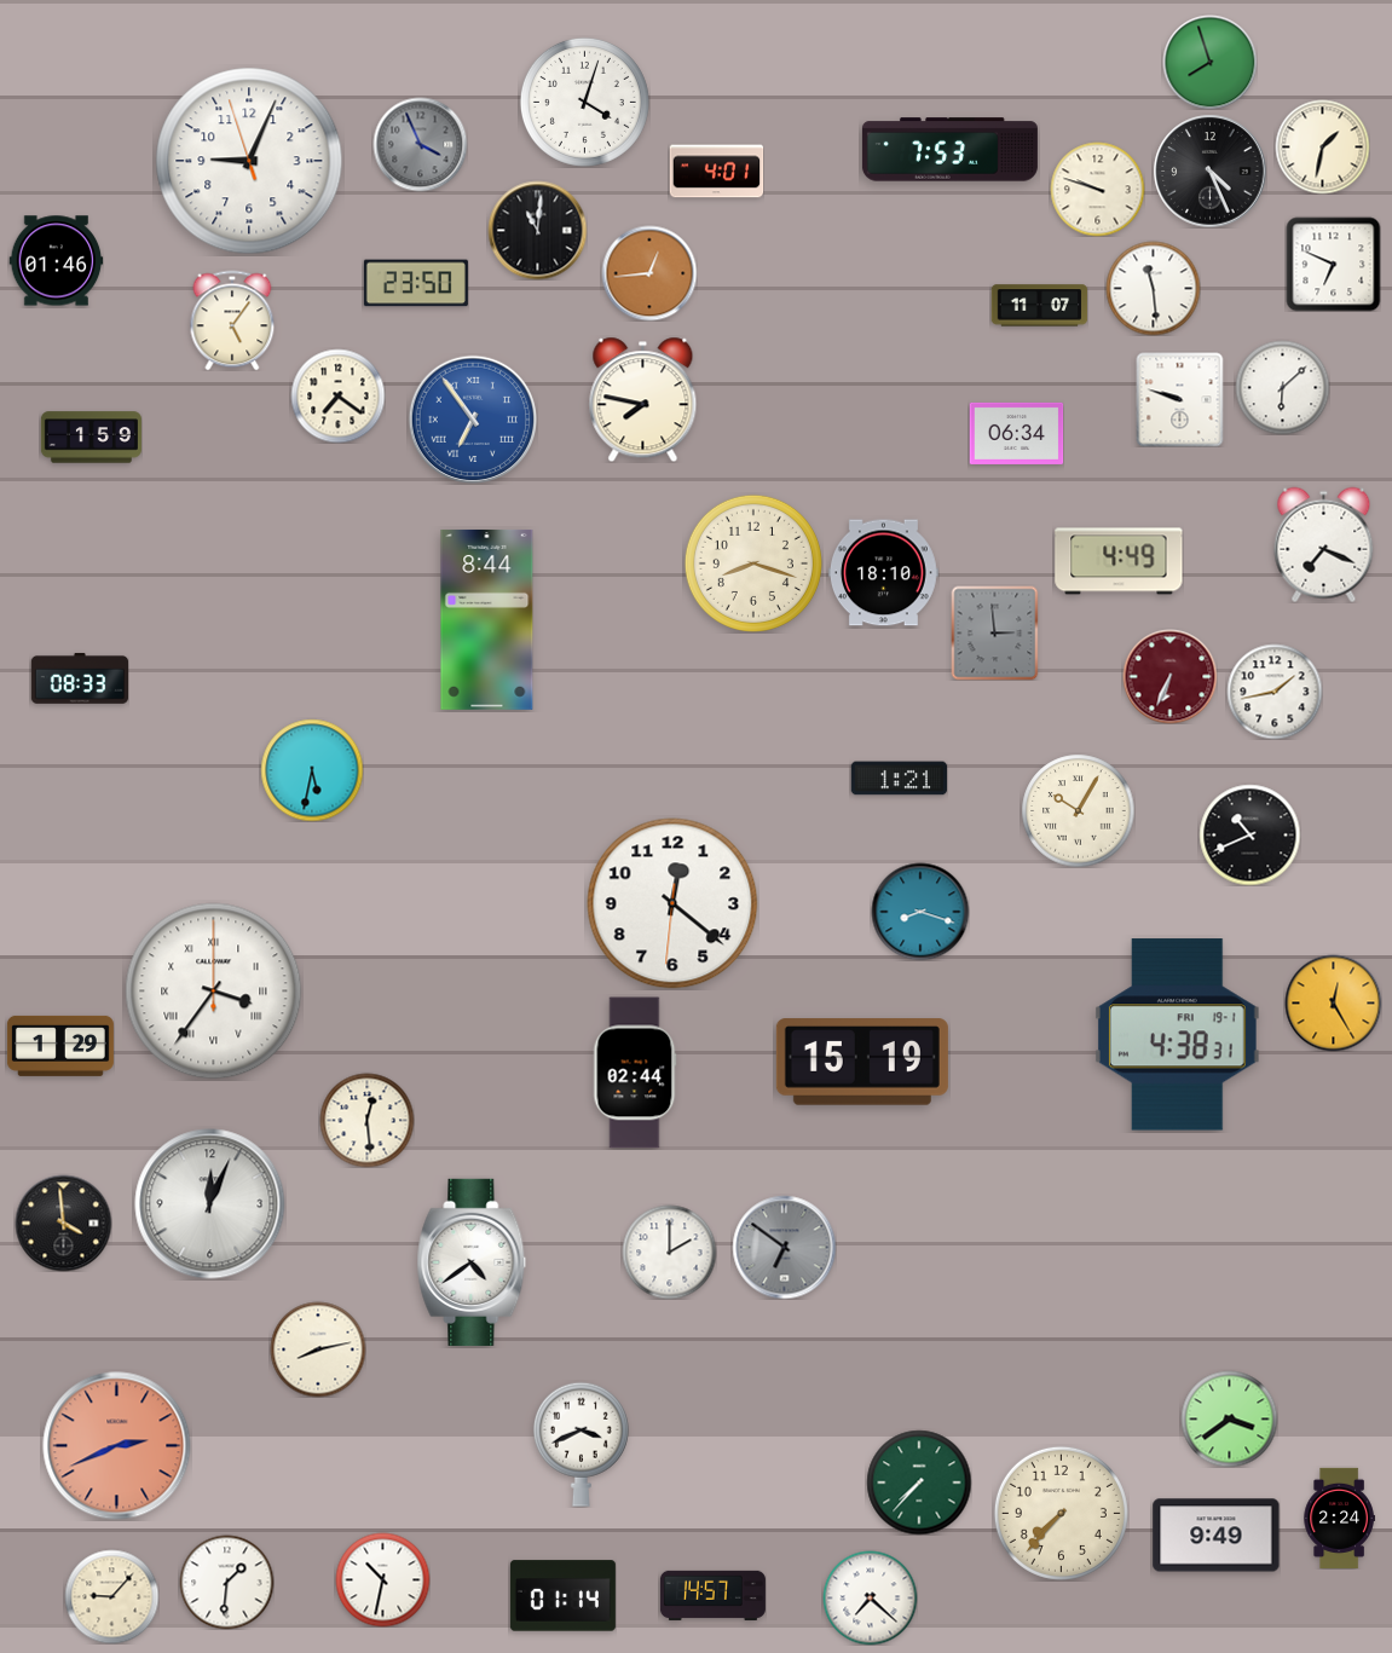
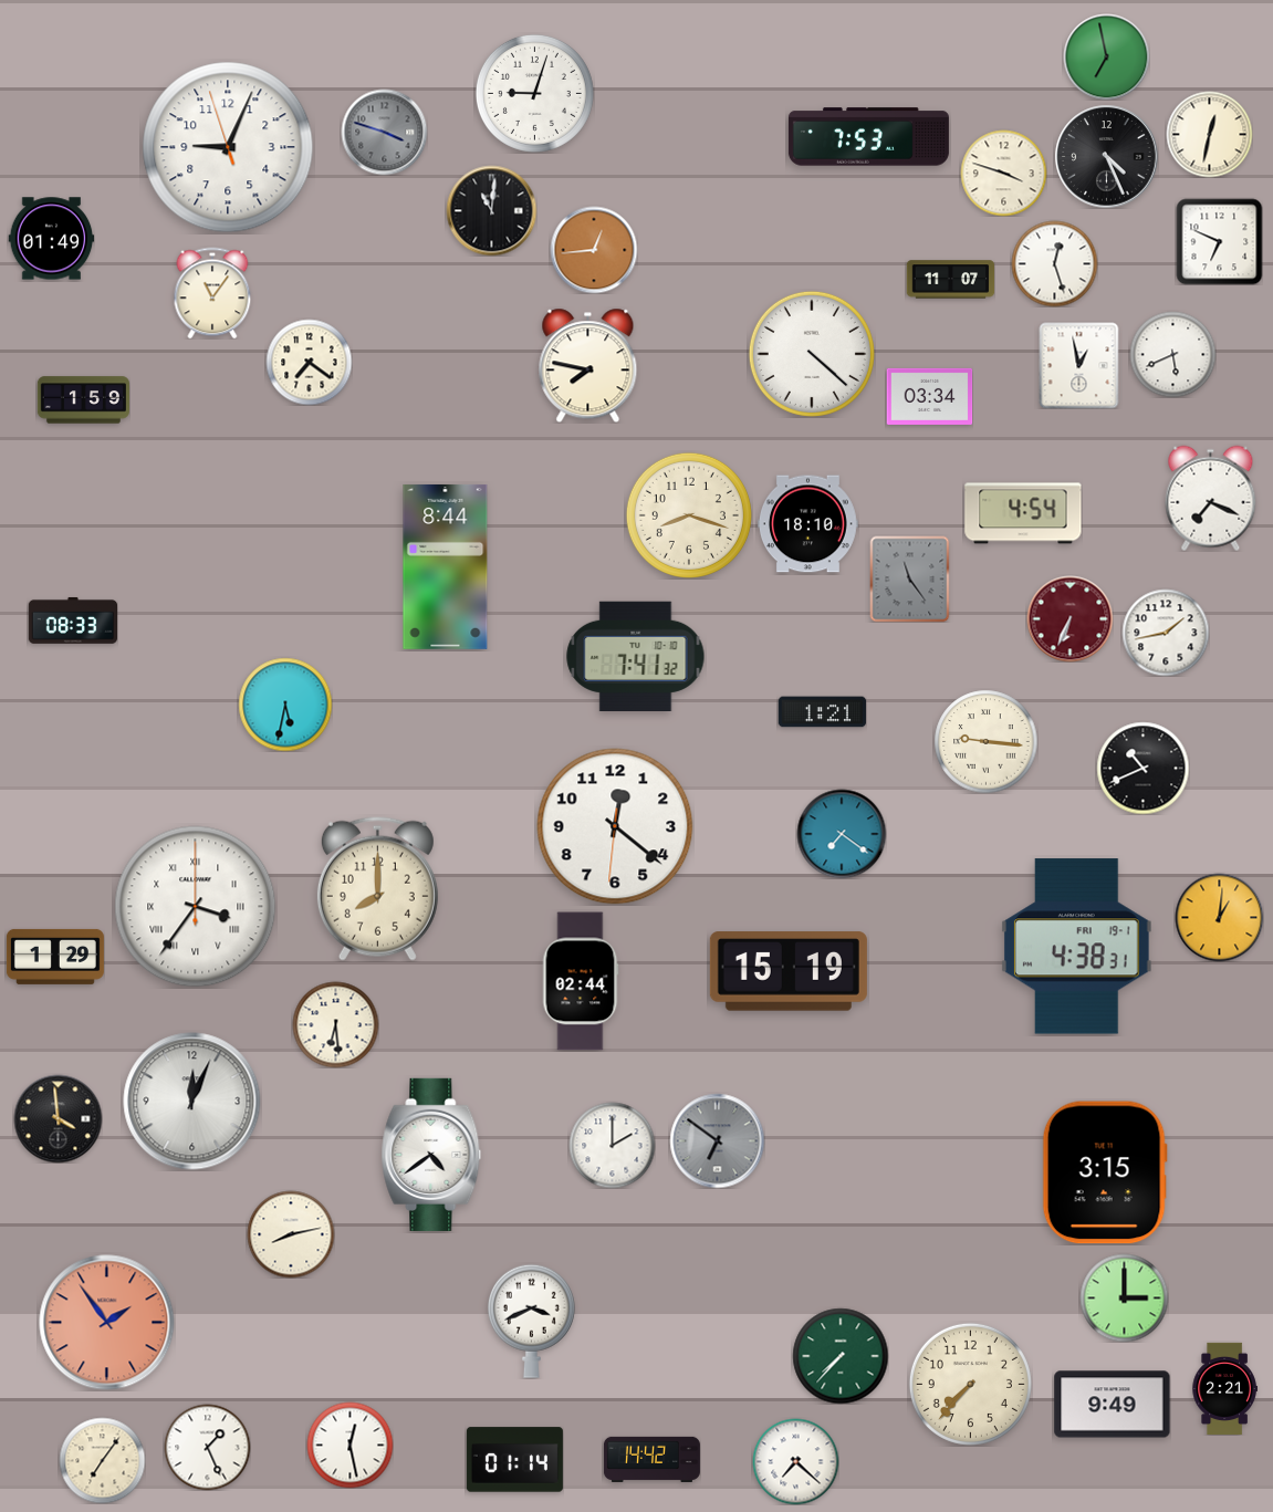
clock at (1209, 62): 7:57 -> 6:58
clock at (584, 102): 4:03 -> 9:03
clock at (420, 144): 3:56 -> 3:48
clock at (1322, 146): 1:32 -> 12:32
clock at (716, 172): 4:01 -> none
clock at (1097, 189): 9:48 -> 3:48
clock at (56, 261): 01:46 -> 01:49
clock at (416, 283): 23:50 -> none
clock at (1153, 288): 11:29 -> 12:27
clock at (232, 320): 5:06 -> 11:06
clock at (812, 354): none -> 4:22
clock at (1282, 387): 6:08 -> 5:41
clock at (1180, 399): 9:48 -> 12:58
clock at (472, 418): 6:54 -> none
clock at (1016, 433): 06:34 -> 03:34
clock at (1119, 561): 4:49 -> 4:54
clock at (995, 632): 2:59 -> 11:24
clock at (636, 656): none -> 7:41
clock at (1078, 810): 10:05 -> 9:16
clock at (1249, 834) position: (1249, 834) -> (1142, 768)
clock at (920, 912): 8:18 -> 7:21
clock at (377, 888): none -> 8:00
clock at (1333, 1002): 12:25 -> 1:01
clock at (366, 1120): 12:29 -> 6:29
clock at (1105, 1172): none -> 3:15
clock at (1229, 1418): 3:39 -> 3:00
clock at (117, 1446): 2:41 -> 1:54
clock at (1339, 1518): 2:24 -> 2:21
clock at (382, 1579): 10:32 -> 12:28
clock at (226, 1582): 1:31 -> 1:26
clock at (712, 1595): 14:57 -> 14:42
clock at (111, 1596): 9:07 -> 7:06
